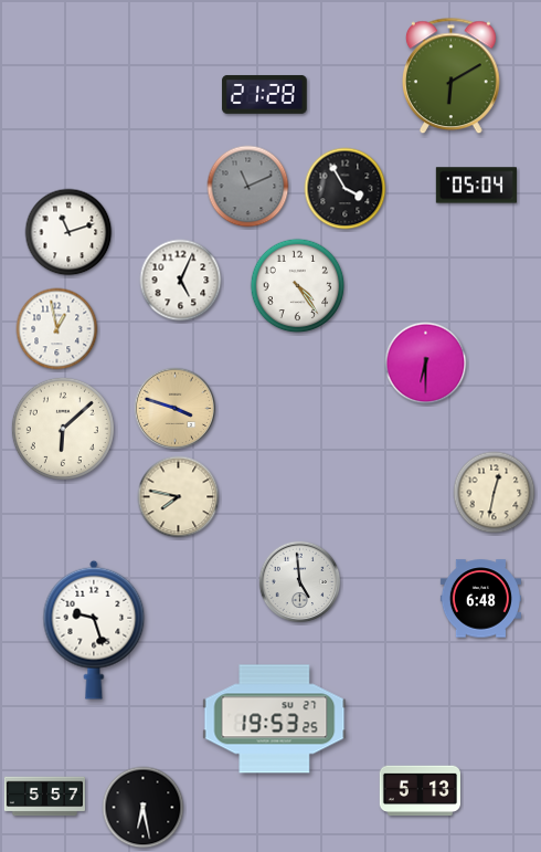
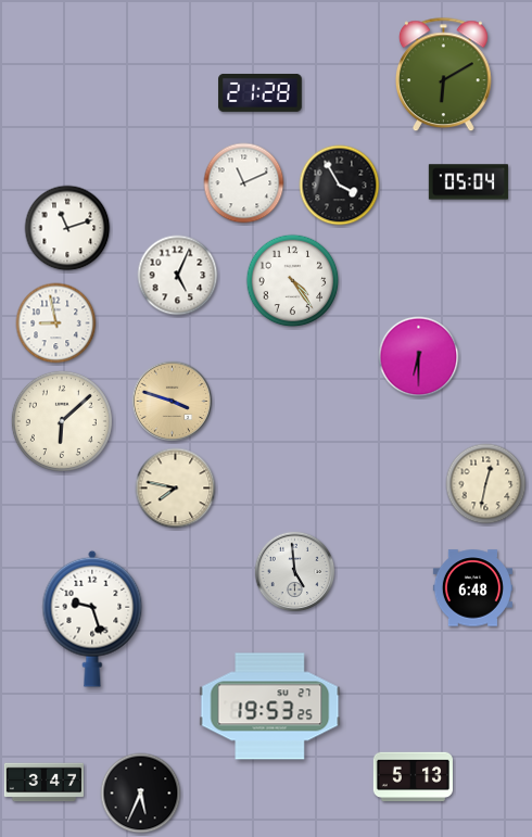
clock at (248, 187) dial: grey -> white
clock at (57, 329): 12:58 -> 8:58
clock at (44, 797): 5:57 -> 3:47
clock at (144, 808): 6:28 -> 5:34
